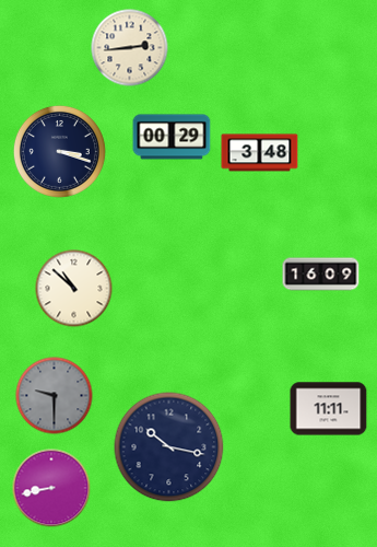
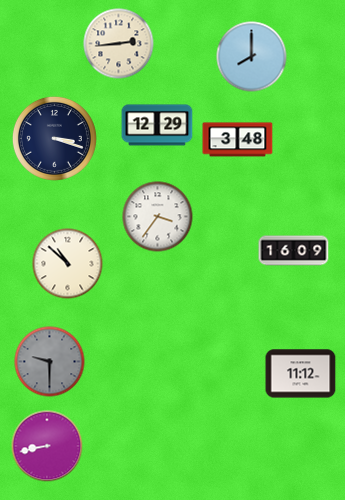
clock at (252, 57): none -> 8:00
clock at (172, 137): 00:29 -> 12:29
clock at (158, 217): none -> 3:36
clock at (329, 409): 11:11 -> 11:12
clock at (169, 447): 10:17 -> none
